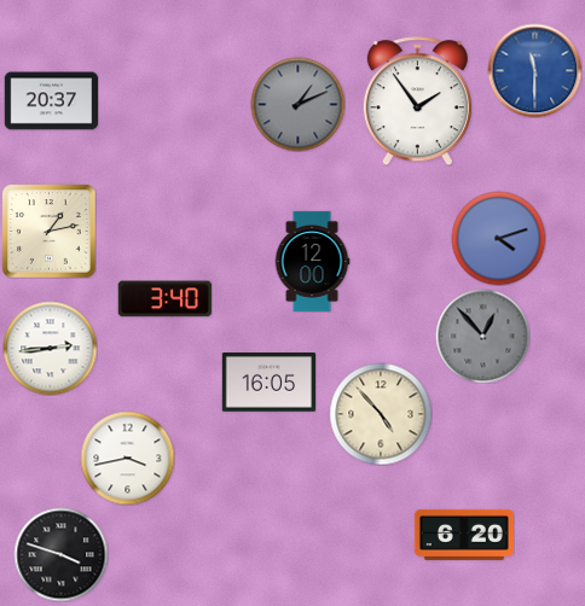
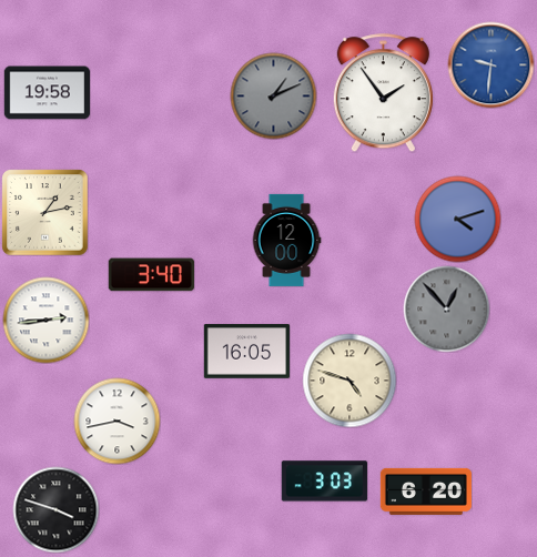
clock at (534, 70): 11:30 -> 9:31
clock at (51, 101): 20:37 -> 19:58
clock at (482, 336) position: (482, 336) -> (446, 308)
clock at (381, 414): 4:53 -> 4:48
clock at (324, 482): none -> 3:03
